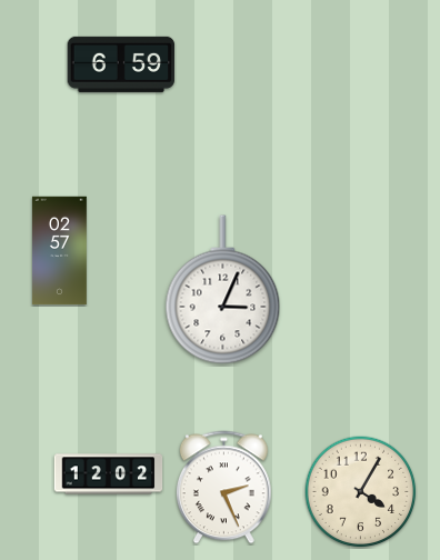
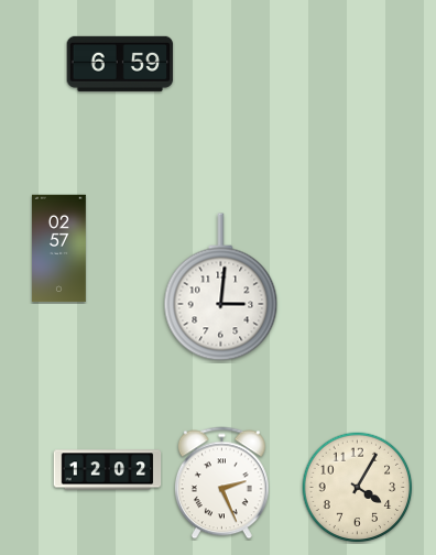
clock at (223, 290): 3:04 -> 3:01
